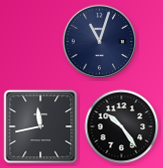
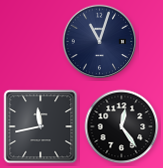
clock at (122, 127): 10:24 -> 12:24
